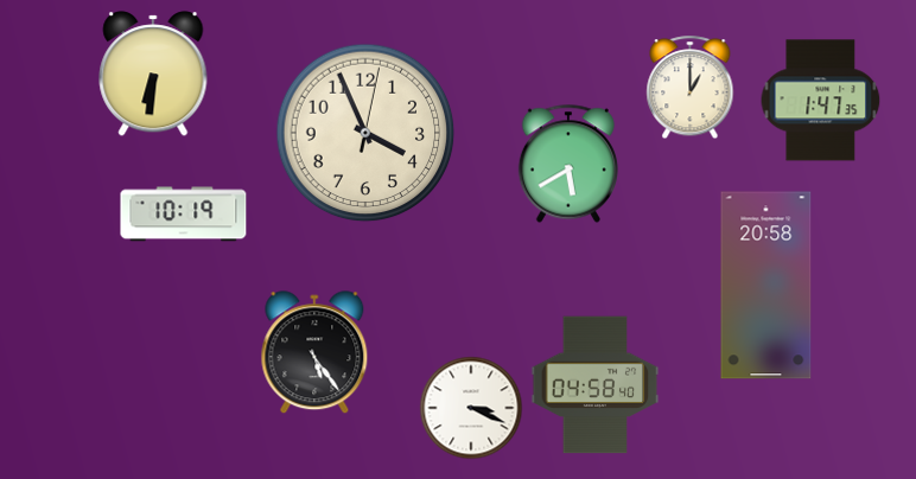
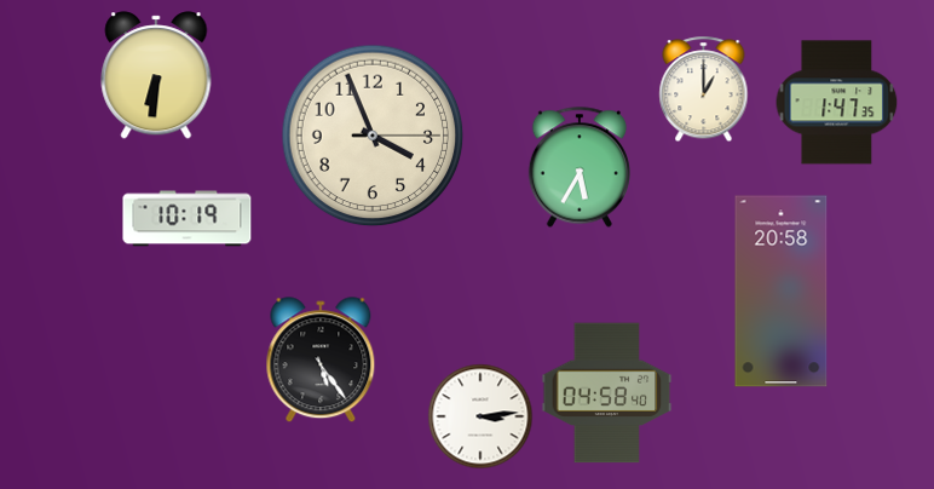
clock at (365, 133): 3:56:02 -> 3:56:15
clock at (568, 164): 5:40 -> 5:35
clock at (471, 408): 3:19 -> 3:14
